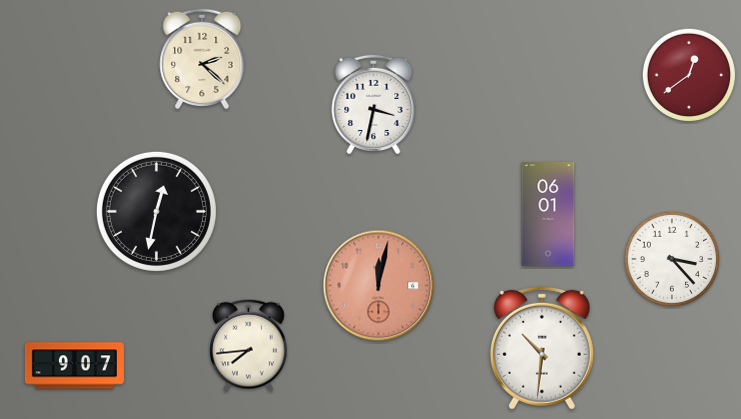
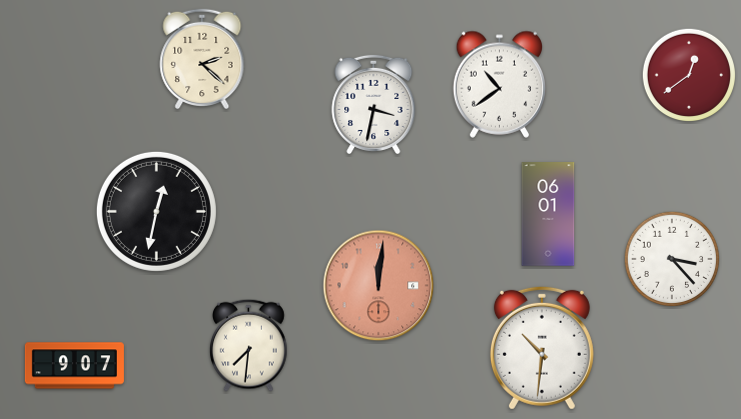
clock at (500, 84): none -> 10:39
clock at (379, 286): 12:02 -> 12:01
clock at (249, 345): 7:44 -> 7:31
